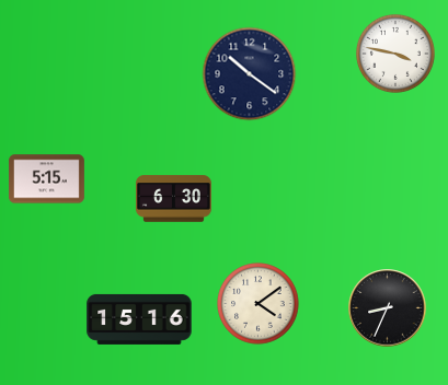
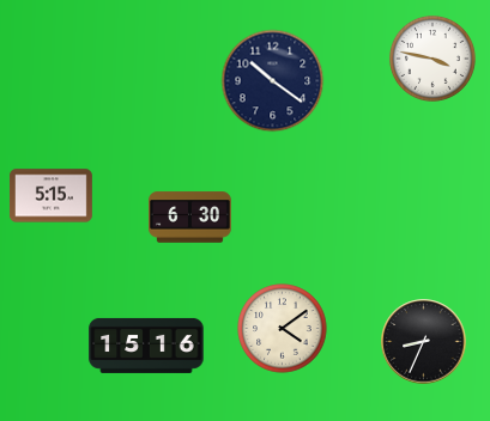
clock at (259, 304) position: (259, 304) -> (283, 329)
clock at (388, 308) position: (388, 308) -> (424, 342)
clock at (139, 319) position: (139, 319) -> (146, 346)
